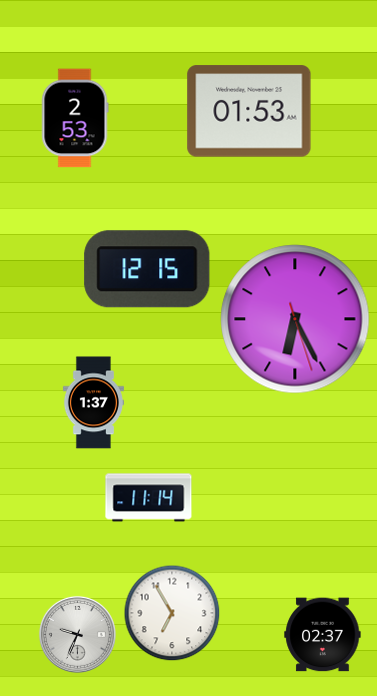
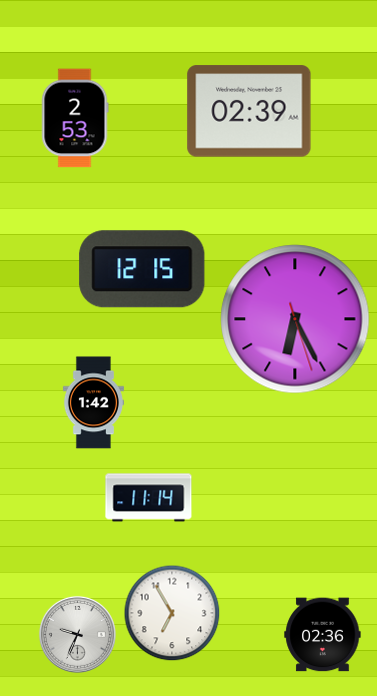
clock at (249, 111): 01:53 -> 02:39
clock at (147, 269) position: (147, 269) -> (142, 269)
clock at (93, 403): 1:37 -> 1:42
clock at (323, 635): 02:37 -> 02:36
